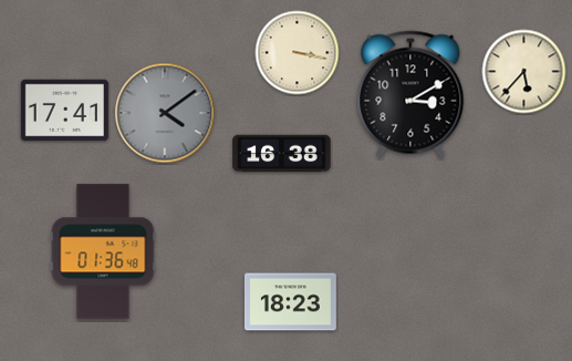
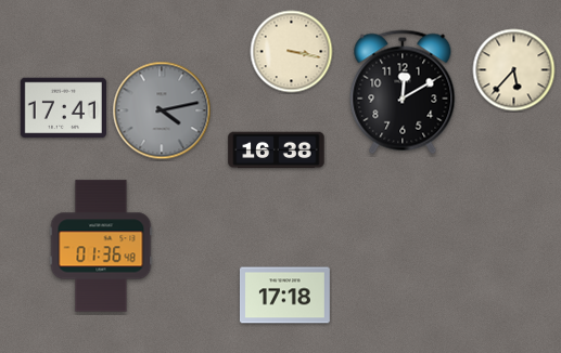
clock at (410, 94): 3:10 -> 12:10
clock at (165, 113): 4:09 -> 4:13
clock at (290, 302): 18:23 -> 17:18
